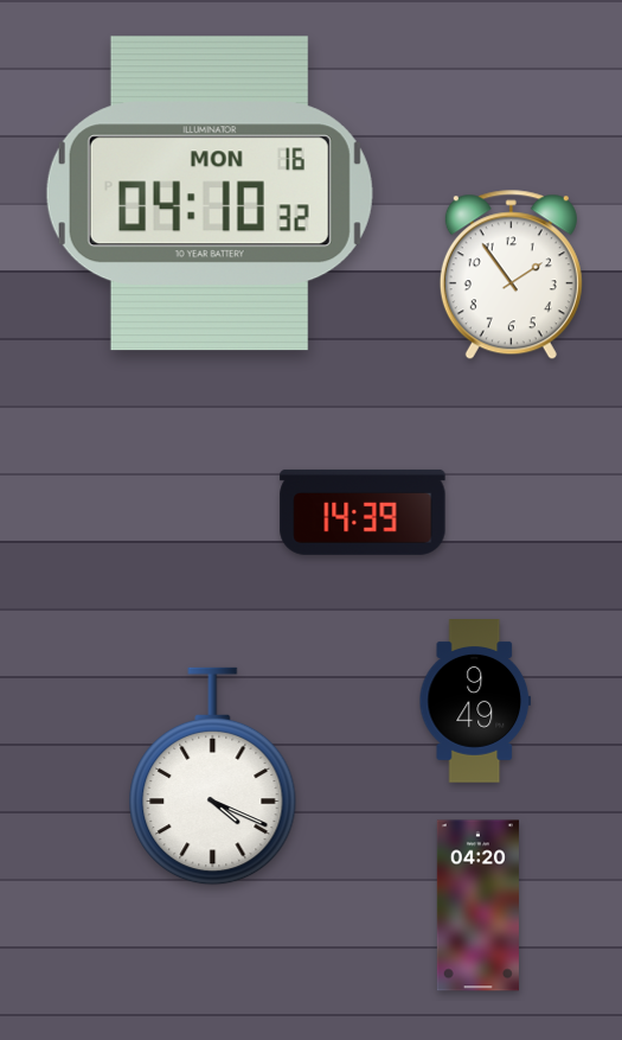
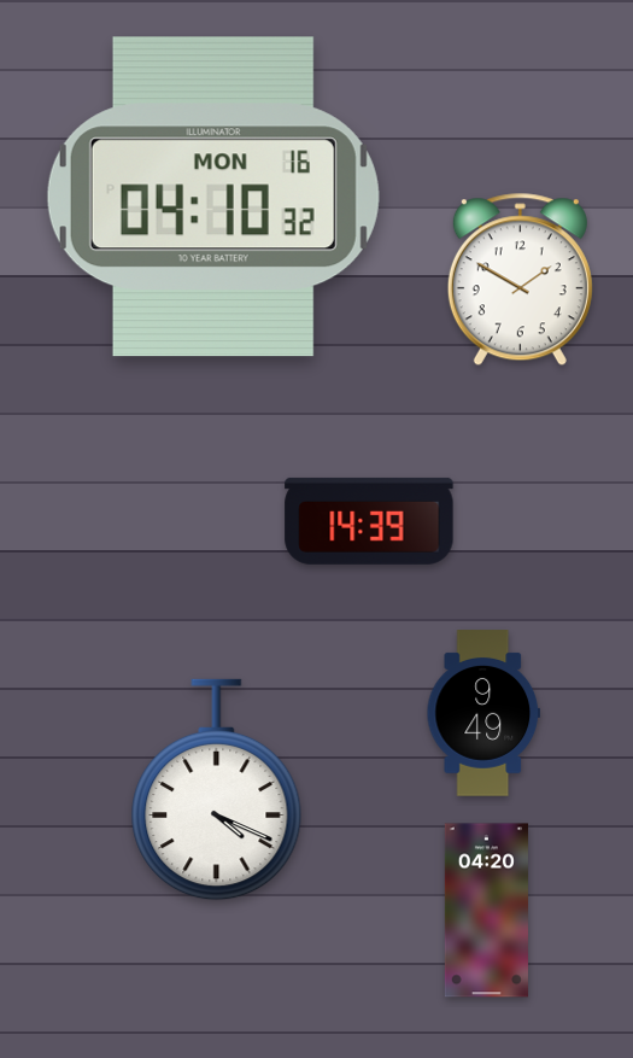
clock at (511, 275): 1:54 -> 1:50
clock at (477, 906) position: (477, 906) -> (486, 911)
